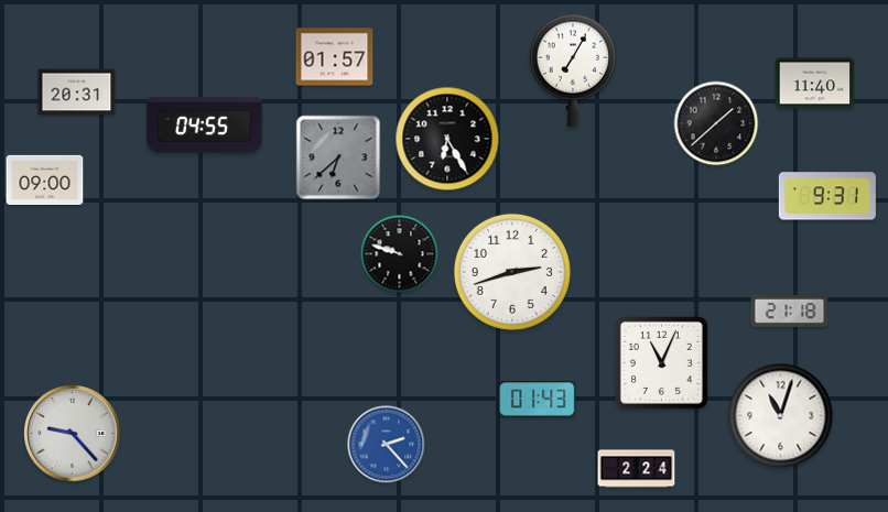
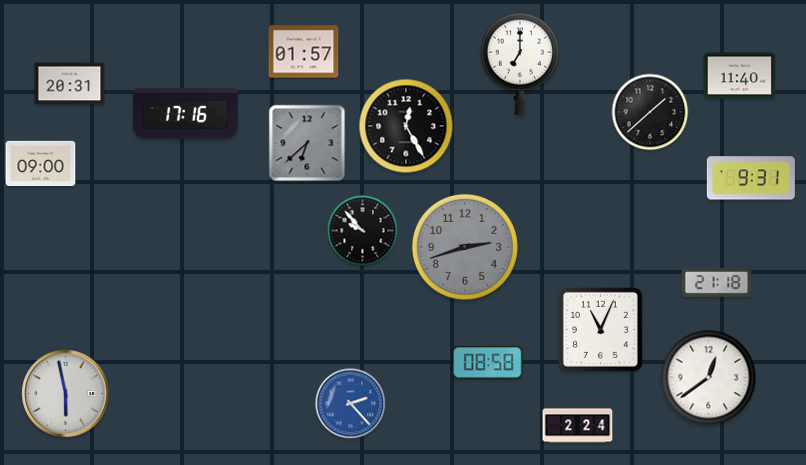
clock at (573, 70): 7:05 -> 7:00
clock at (205, 126): 04:55 -> 17:16
clock at (447, 139): 6:25 -> 12:25
clock at (400, 254): 9:48 -> 9:53
clock at (512, 272) dial: white -> grey
clock at (538, 400): 01:43 -> 08:58
clock at (781, 416): 11:03 -> 12:39
clock at (73, 434): 9:23 -> 5:58
